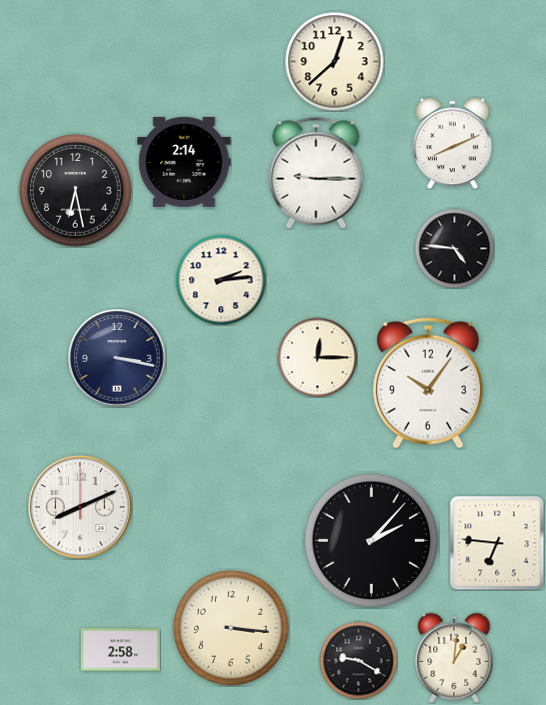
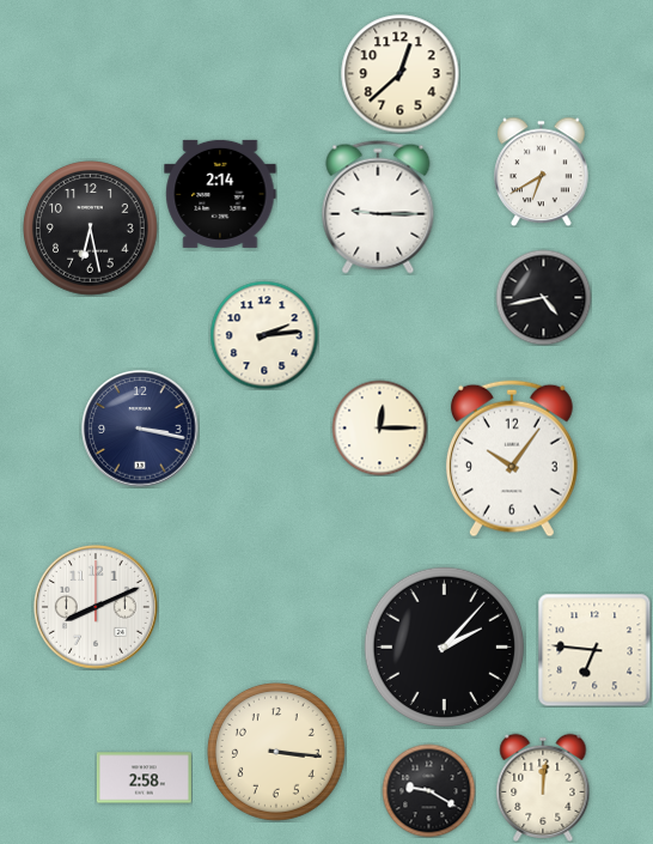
clock at (453, 143): 8:11 -> 6:40
clock at (454, 248): 4:46 -> 4:43
clock at (454, 658): 1:01 -> 12:01
